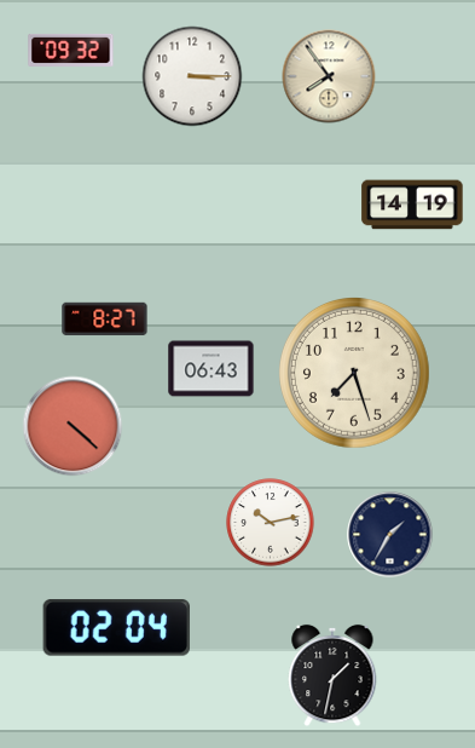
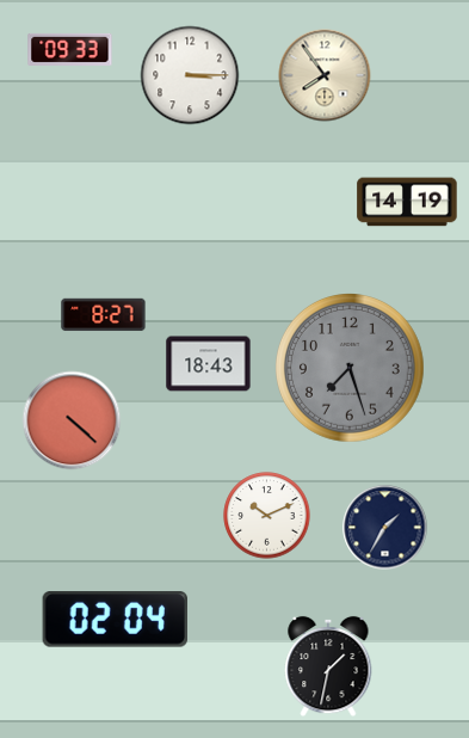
clock at (71, 50): 09:32 -> 09:33
clock at (212, 369): 06:43 -> 18:43
clock at (355, 374) dial: cream -> grey
clock at (271, 523): 10:13 -> 10:11
